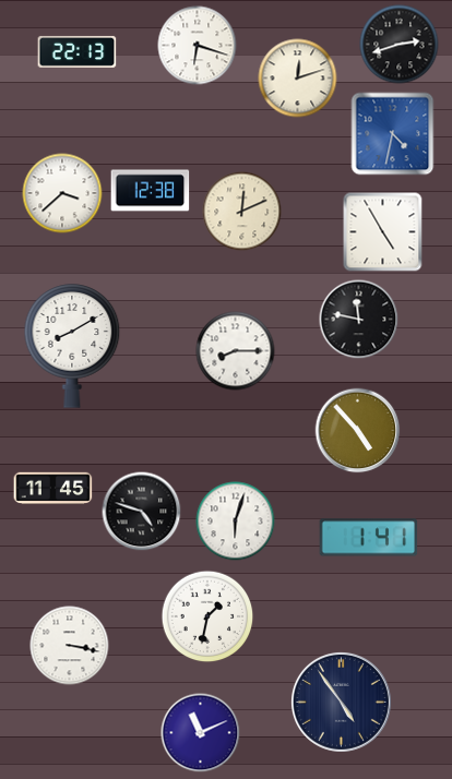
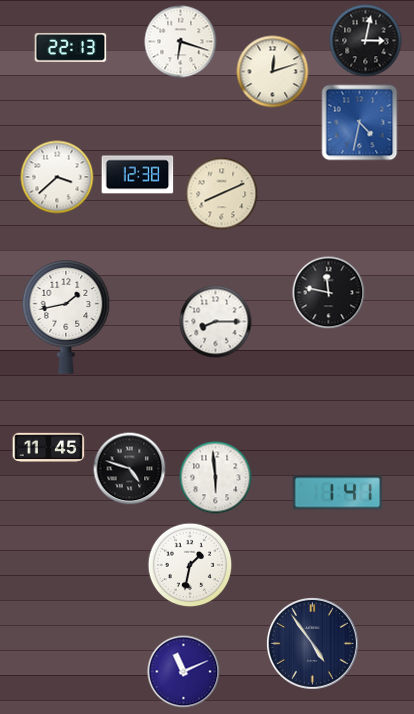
clock at (400, 45): 2:42 -> 3:02
clock at (242, 212): 12:11 -> 8:11
clock at (383, 232): 4:55 -> none
clock at (72, 346): 8:10 -> 1:43
clock at (358, 431): 4:53 -> none
clock at (236, 522): 6:03 -> 5:59
clock at (70, 646): 3:17 -> none
